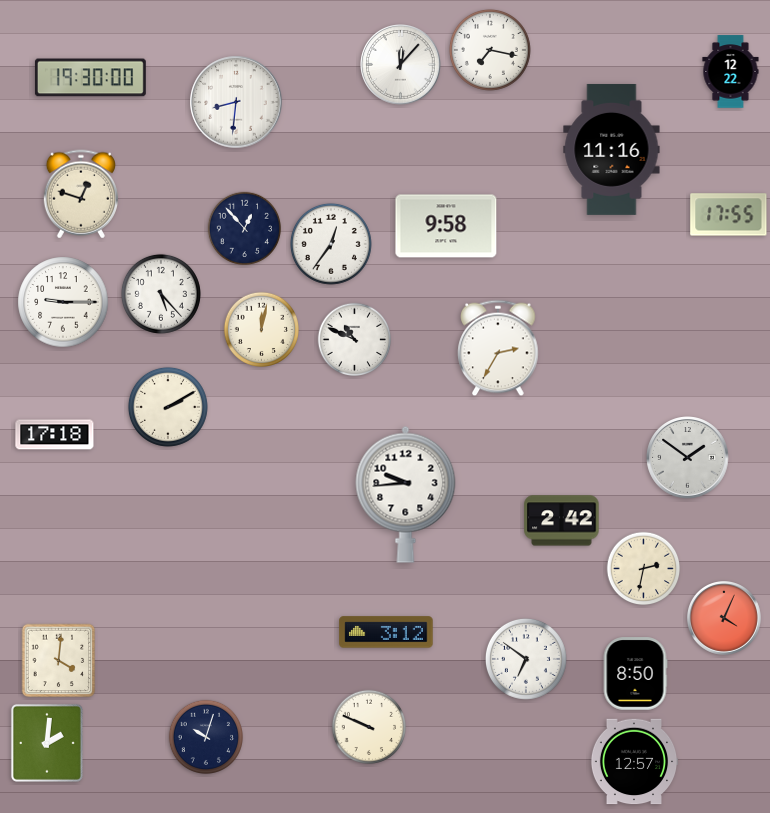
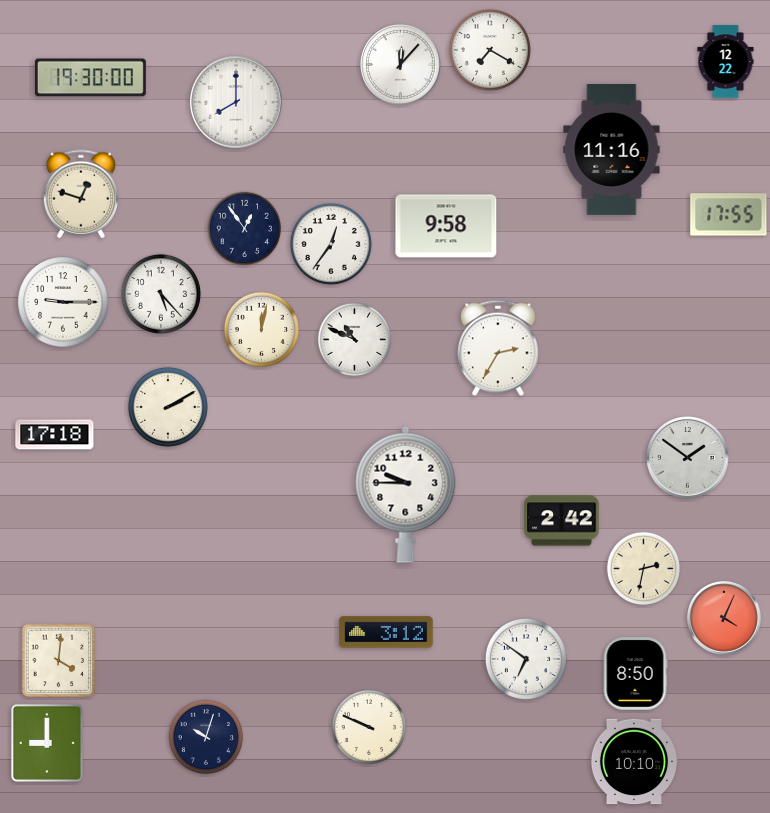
clock at (490, 50): 7:17 -> 7:20
clock at (731, 72) position: (731, 72) -> (726, 62)
clock at (236, 102): 8:31 -> 8:00
clock at (245, 229): 12:53 -> 12:54
clock at (406, 494): 9:44 -> 9:45
clock at (47, 743): 2:01 -> 9:00
clock at (634, 762): 12:57 -> 10:10
